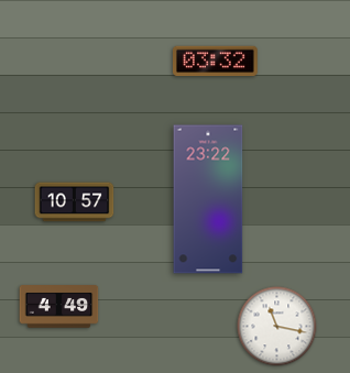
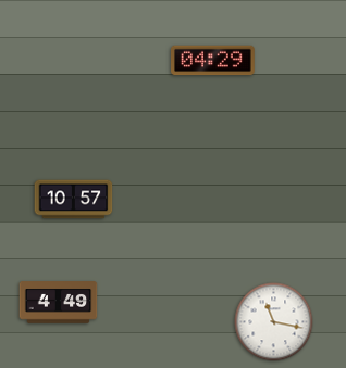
clock at (216, 62): 03:32 -> 04:29
clock at (208, 199): 23:22 -> none
